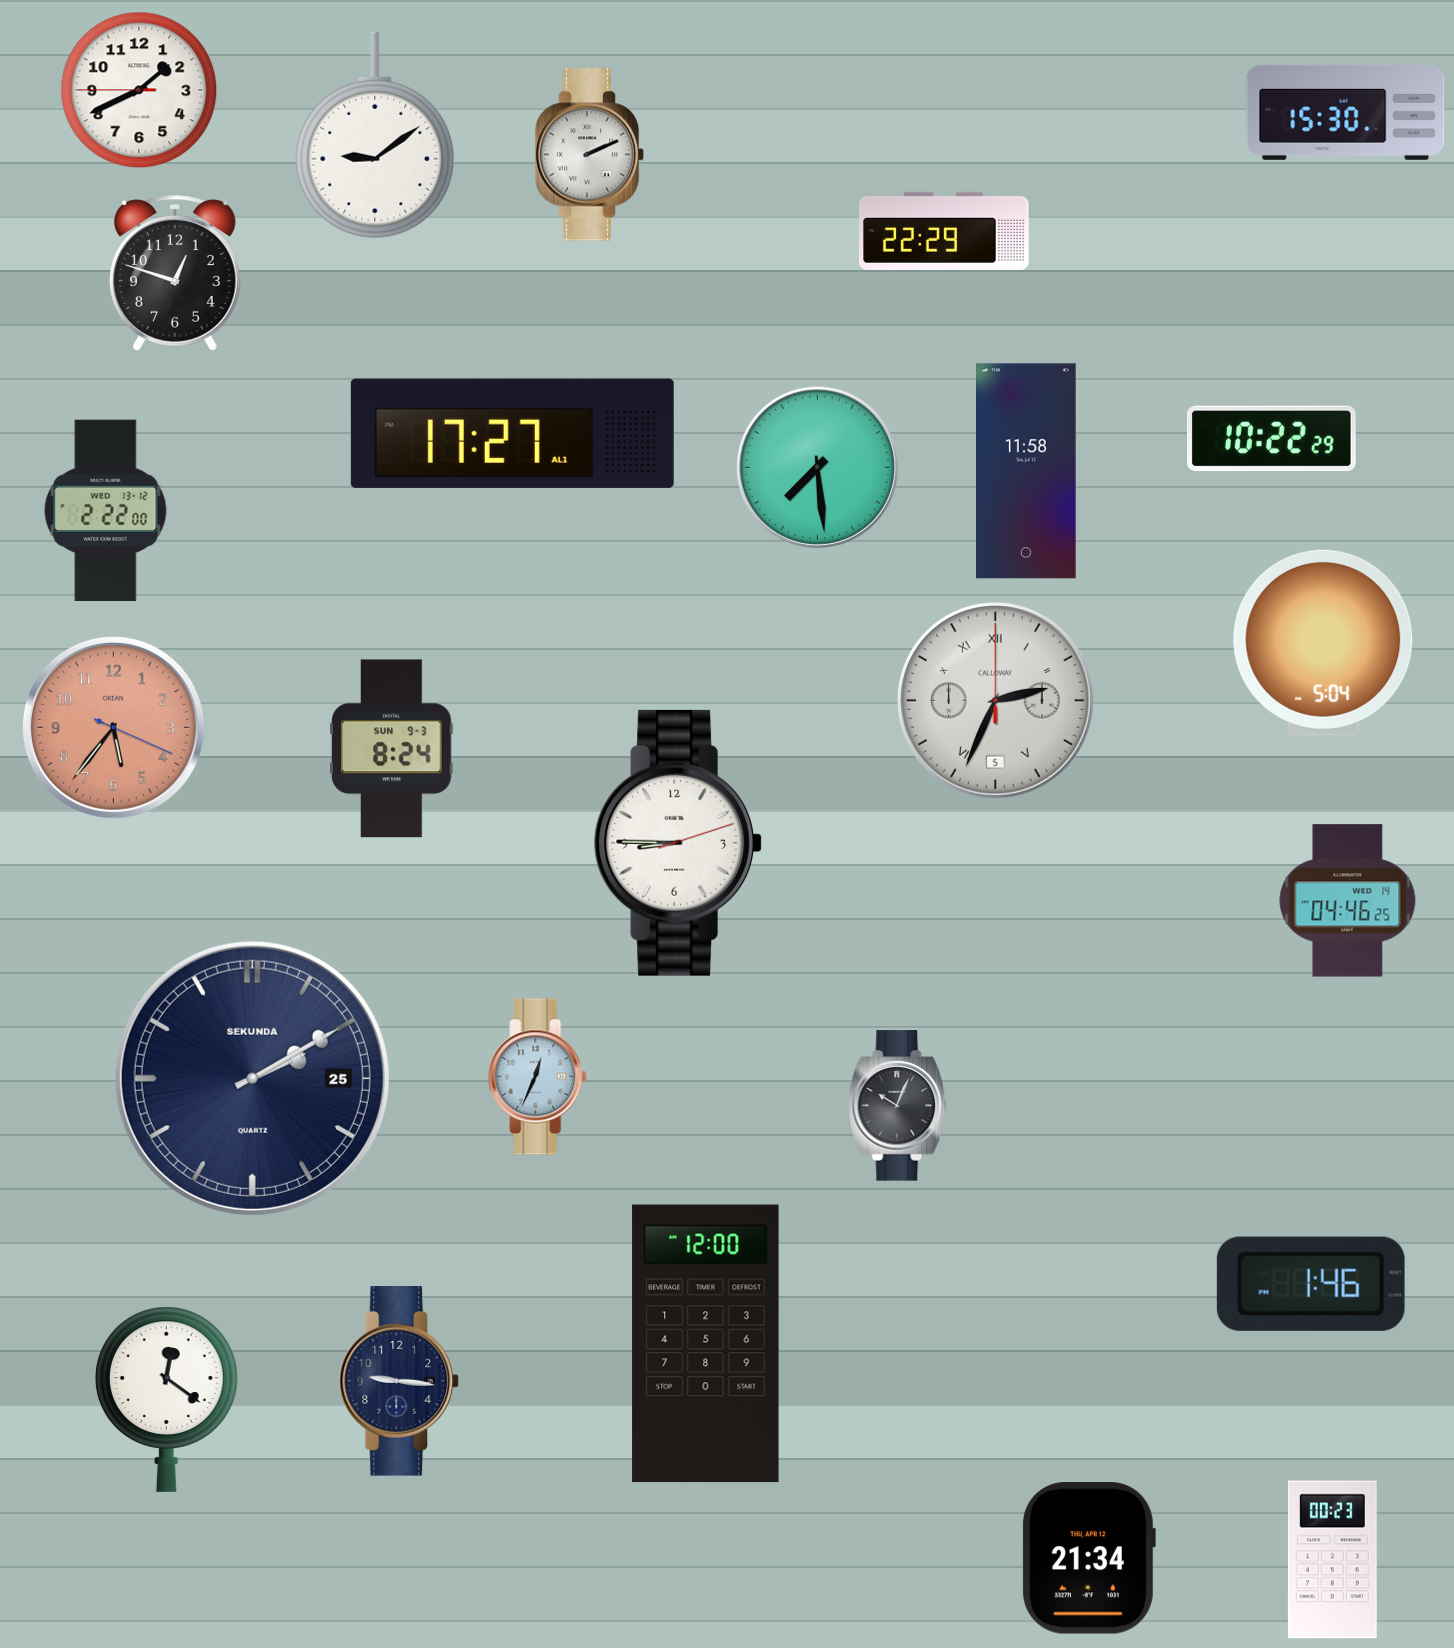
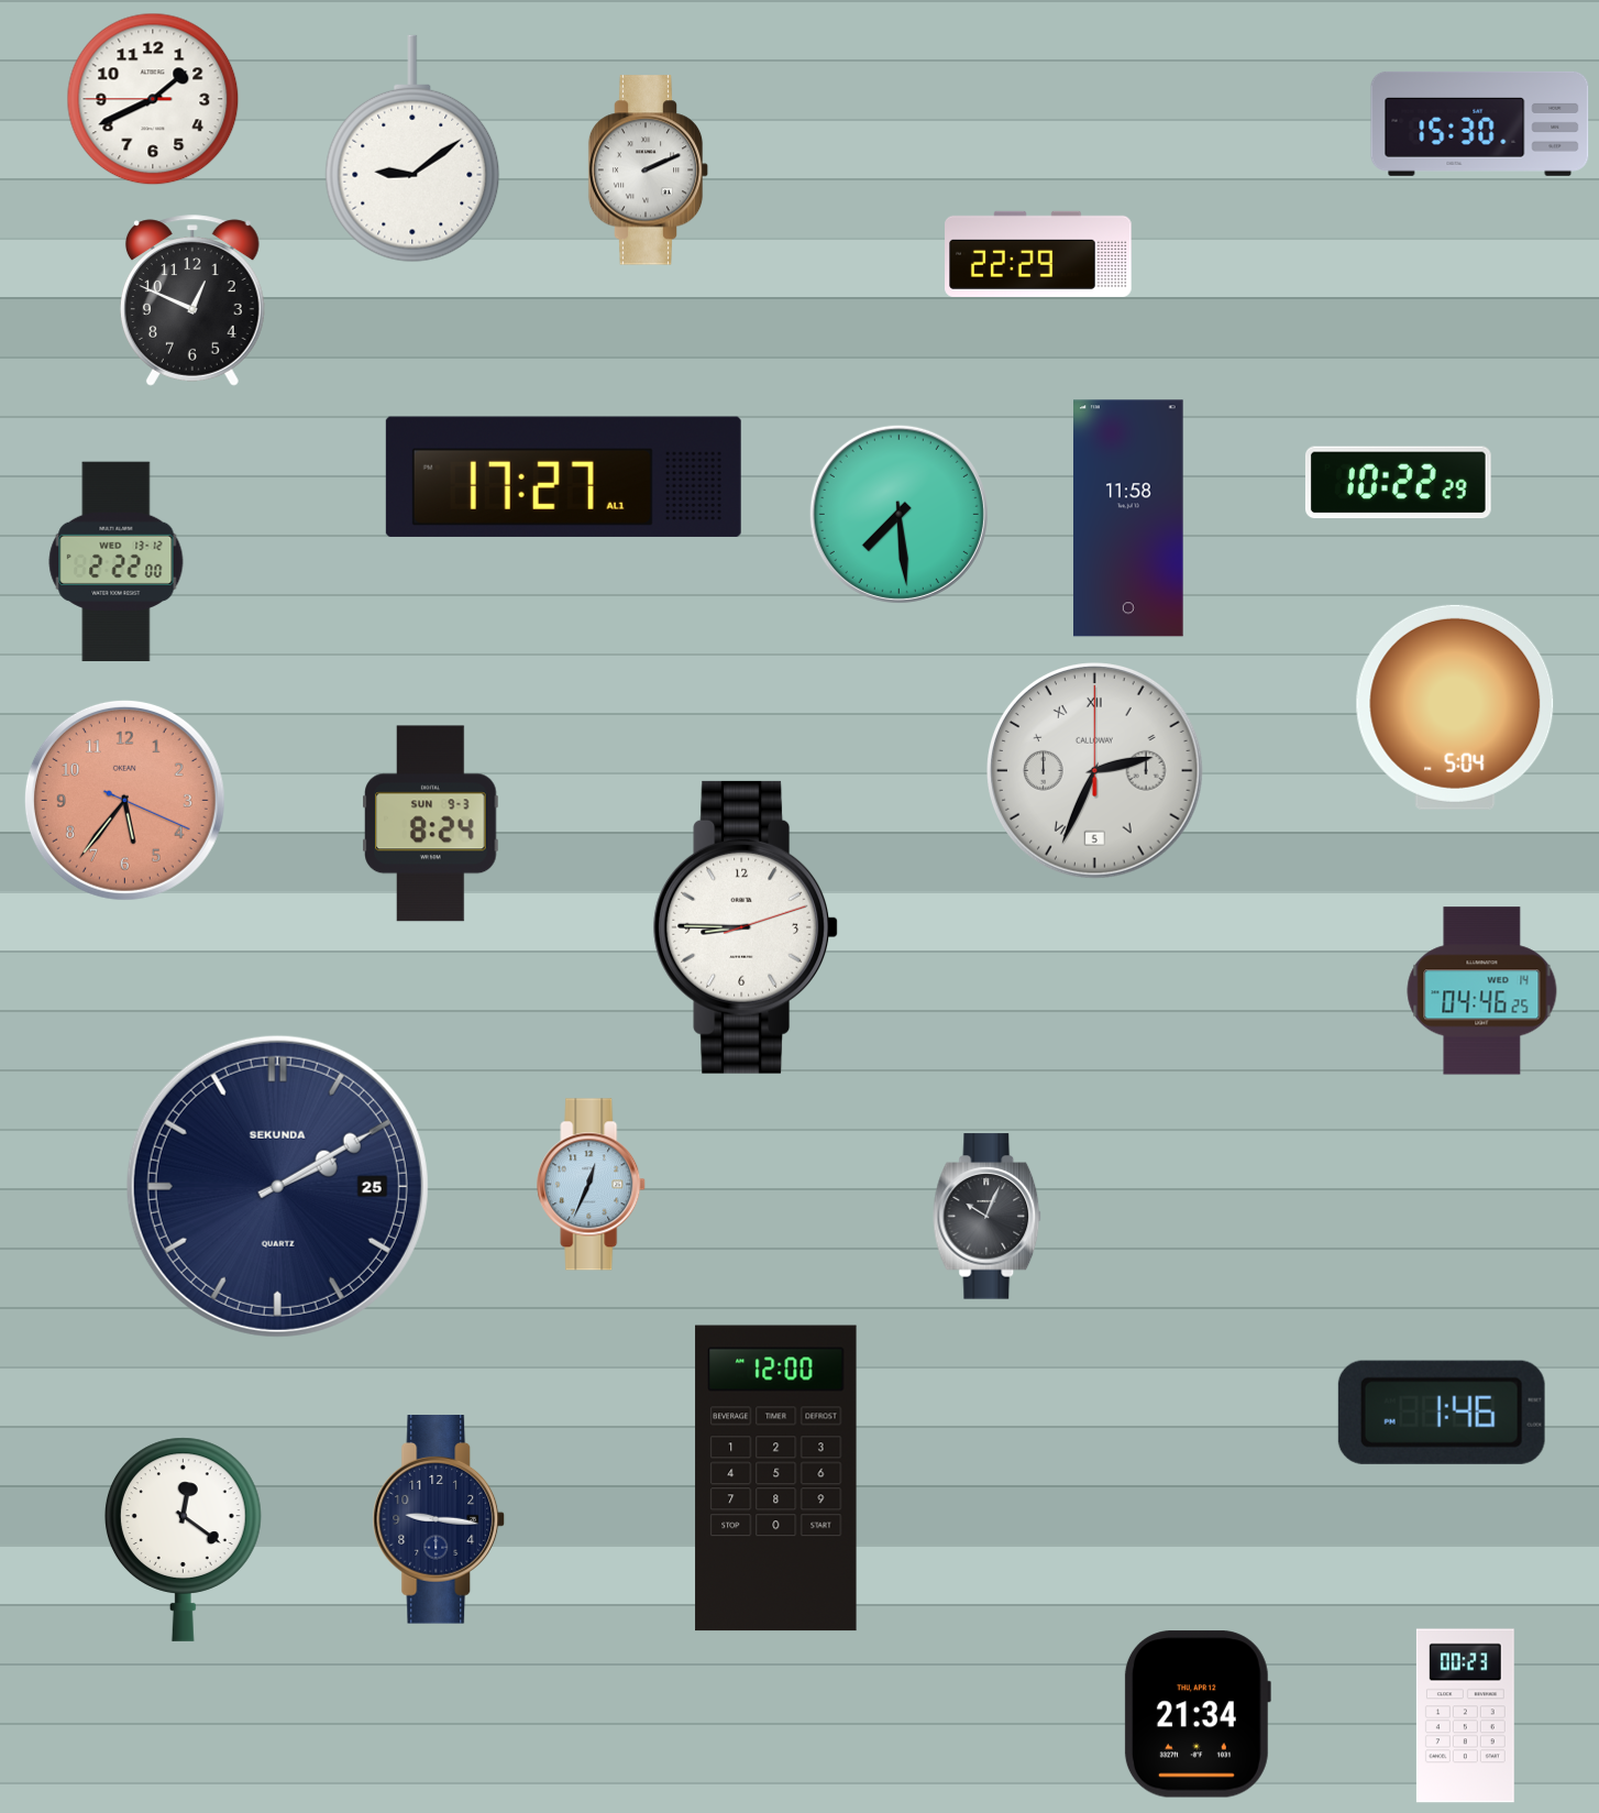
clock at (175, 273): 12:48 -> 12:49
